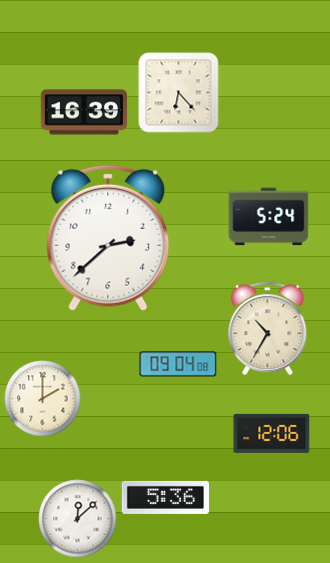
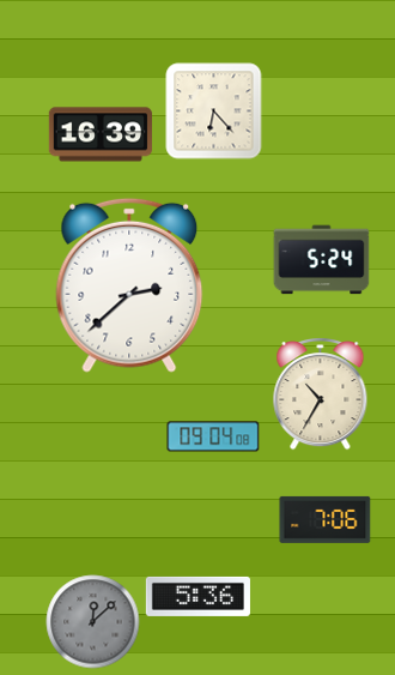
clock at (43, 399): 2:00 -> none
clock at (272, 433): 12:06 -> 7:06
clock at (78, 519) dial: white -> grey
